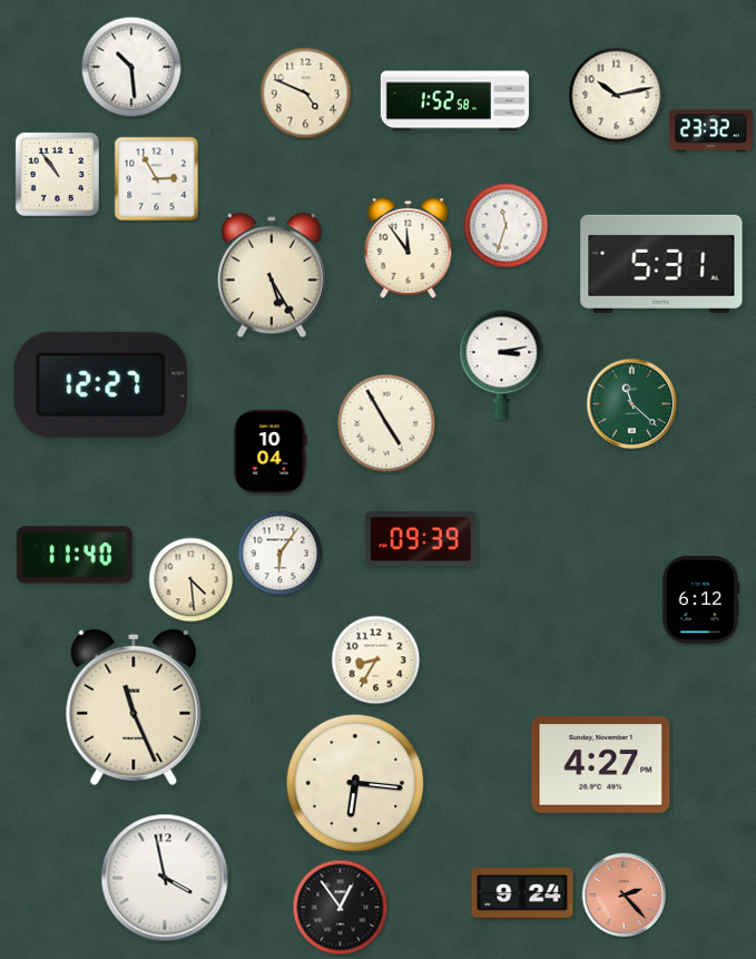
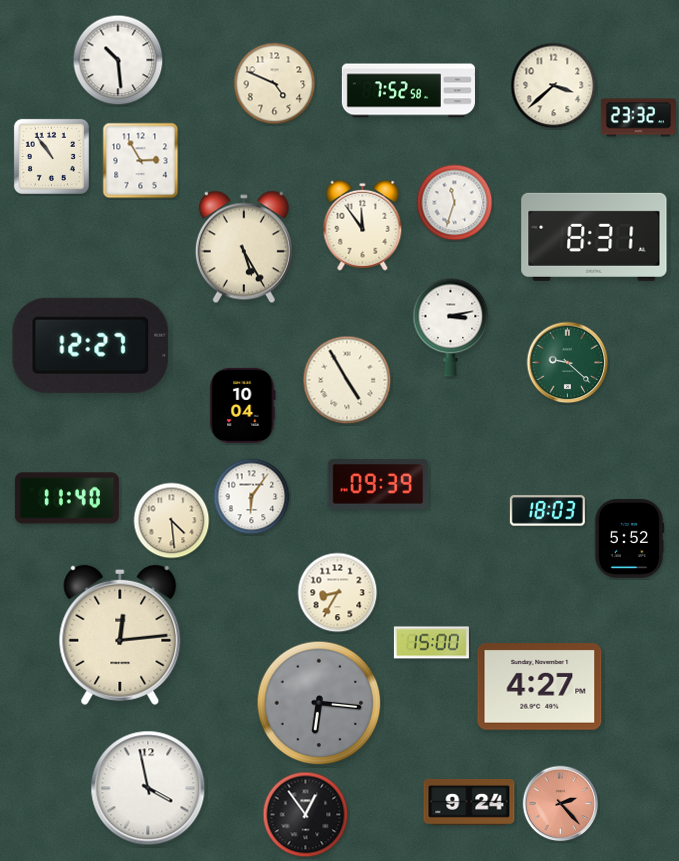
clock at (617, 96): 10:13 -> 3:38
clock at (454, 101): 1:52 -> 7:52
clock at (409, 247) position: (409, 247) -> (363, 225)
clock at (661, 264): 5:31 -> 8:31
clock at (632, 404): 11:22 -> 9:22
clock at (547, 511): none -> 18:03
clock at (700, 600): 6:12 -> 5:52
clock at (134, 707): 11:26 -> 12:14
clock at (431, 643): none -> 15:00
clock at (355, 783) dial: cream -> grey
